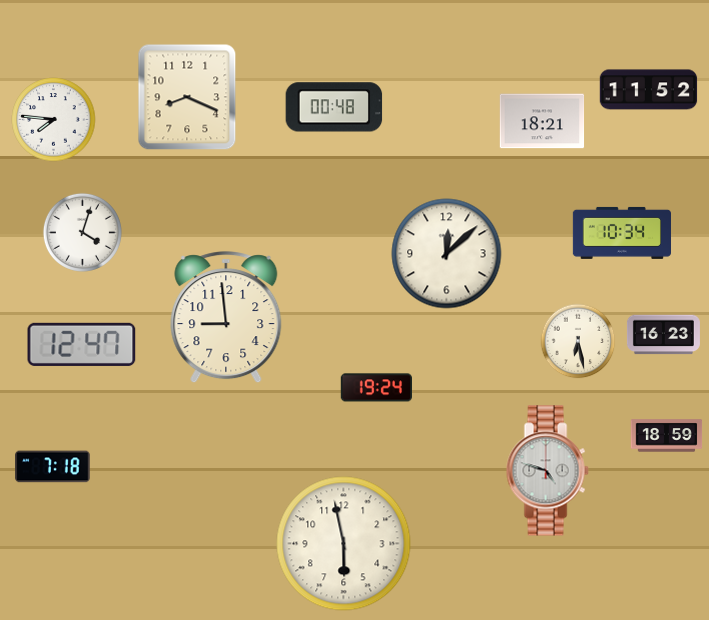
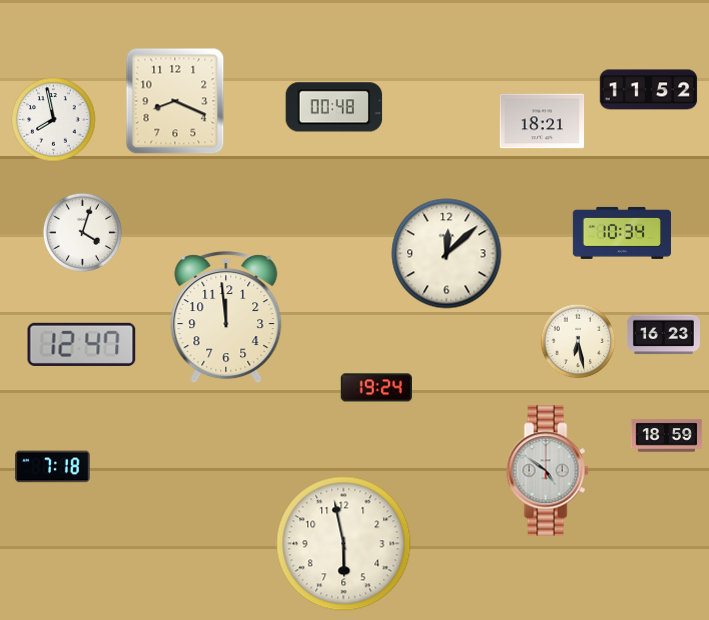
clock at (187, 97) position: (187, 97) -> (175, 101)
clock at (54, 120): 7:46 -> 7:58
clock at (226, 318): 8:59 -> 11:59
clock at (547, 471): 4:48 -> 4:51
